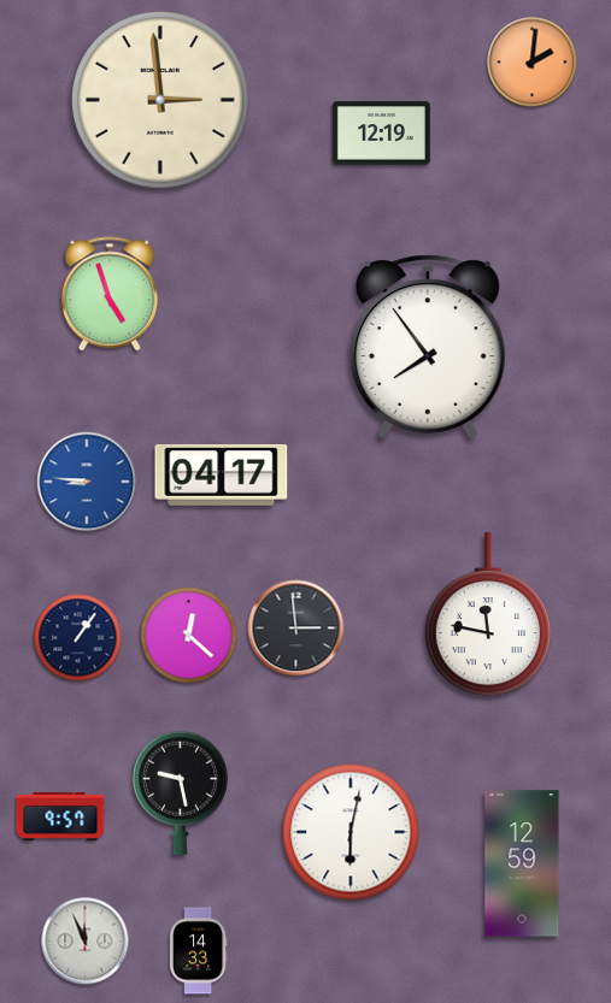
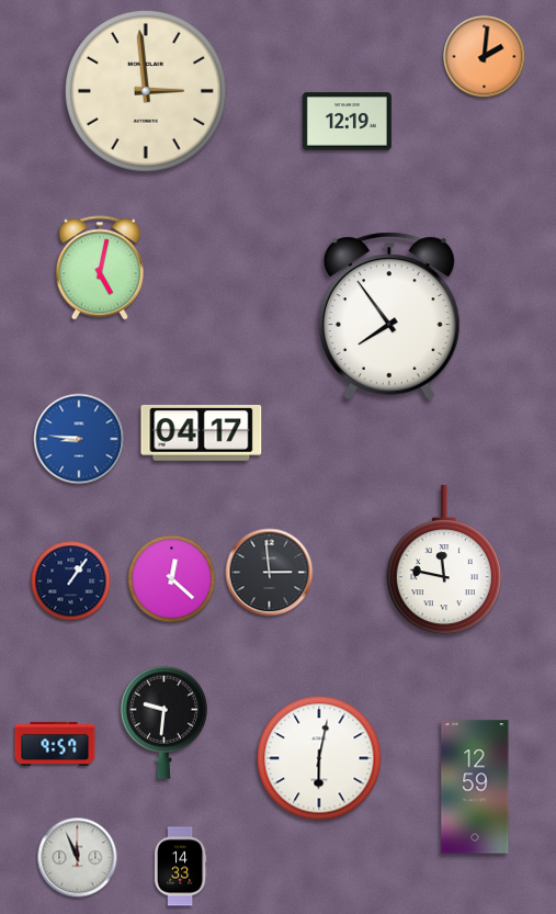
clock at (110, 294): 4:57 -> 5:02
clock at (180, 792): 9:28 -> 9:31
